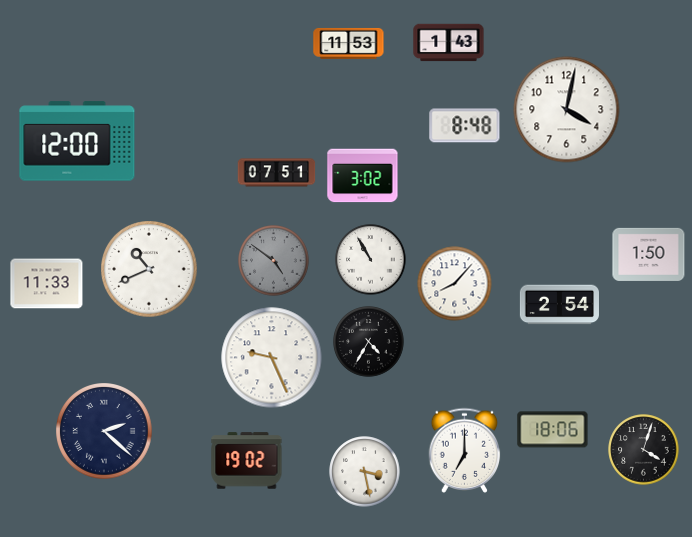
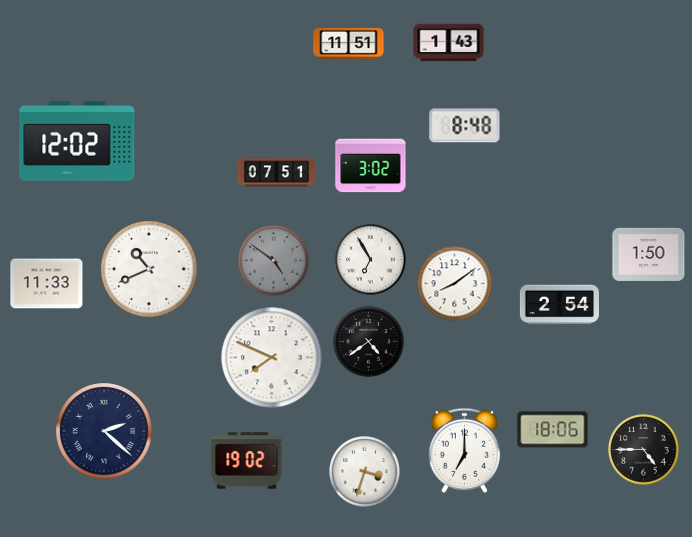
clock at (349, 43): 11:53 -> 11:51
clock at (567, 110): 4:02 -> none
clock at (77, 141): 12:00 -> 12:02
clock at (363, 176) position: (363, 176) -> (371, 166)
clock at (371, 260): 10:55 -> 6:55
clock at (455, 284): 8:07 -> 8:09
clock at (369, 342): 4:35 -> 4:39
clock at (272, 358): 9:26 -> 7:49
clock at (644, 450): 4:03 -> 4:45
clock at (365, 472): 3:28 -> 3:33
